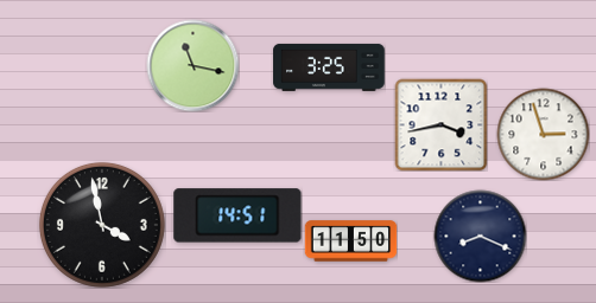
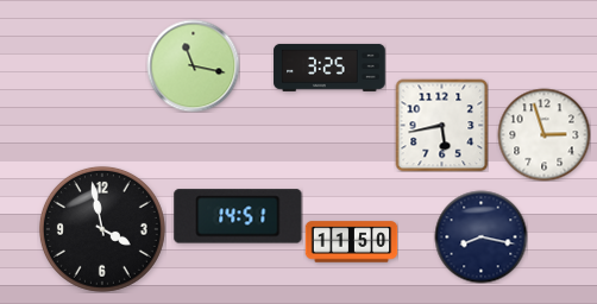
clock at (440, 124): 3:43 -> 5:43
clock at (102, 225) position: (102, 225) -> (102, 229)
clock at (480, 236): 8:19 -> 8:17
